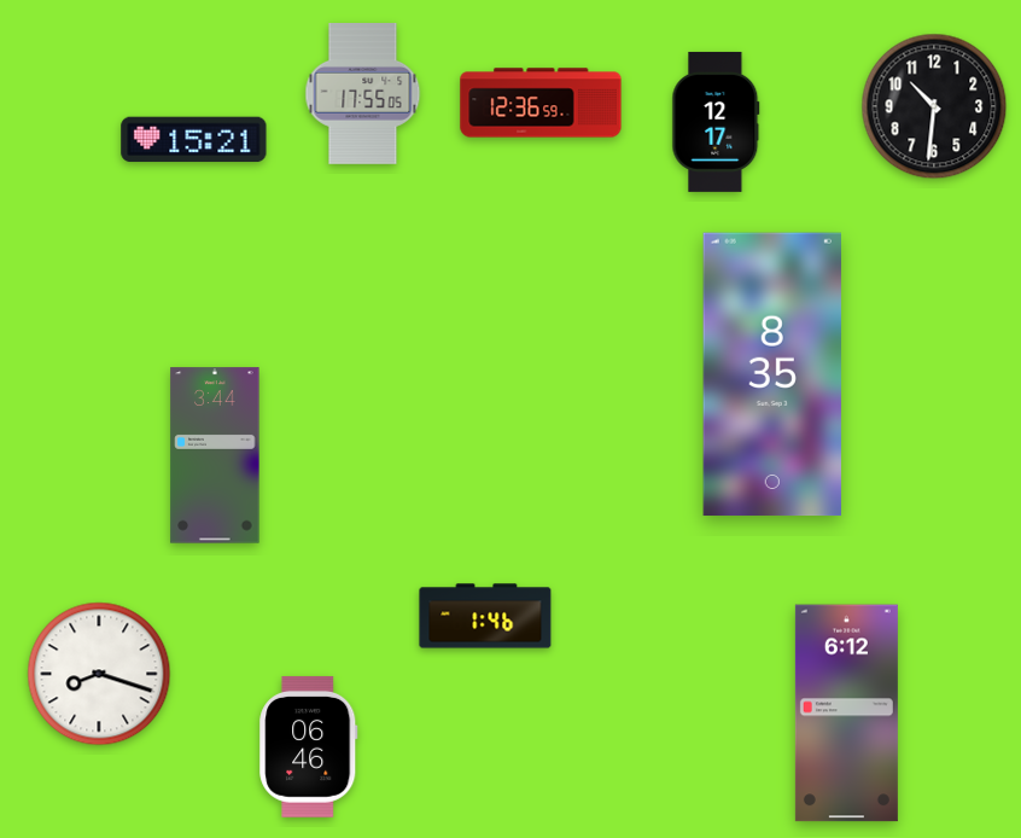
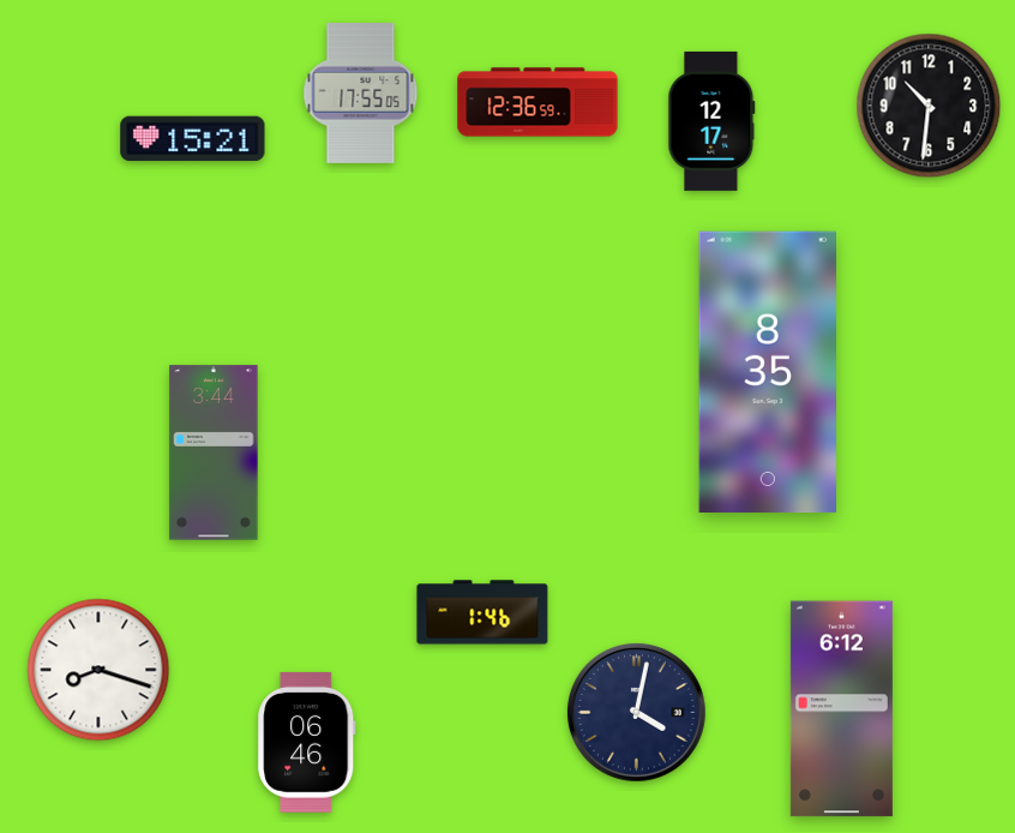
clock at (636, 712): none -> 4:02
